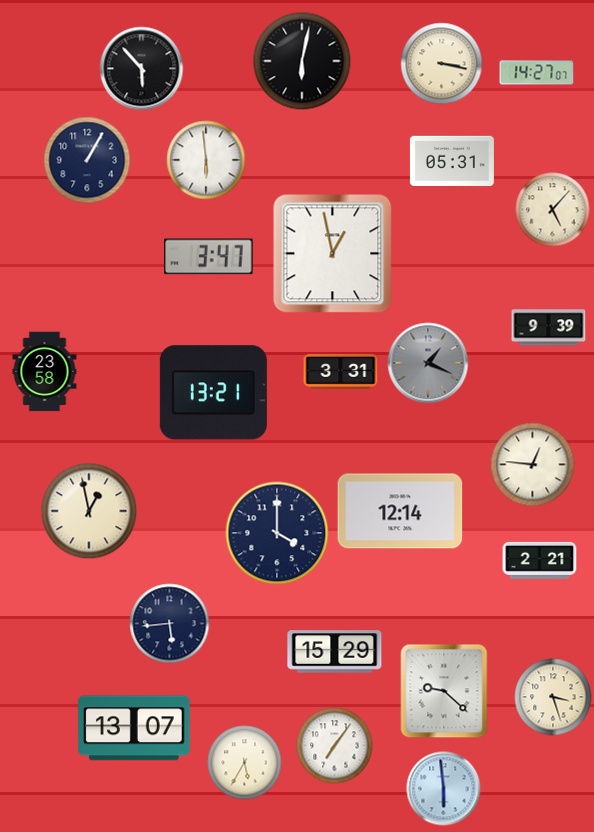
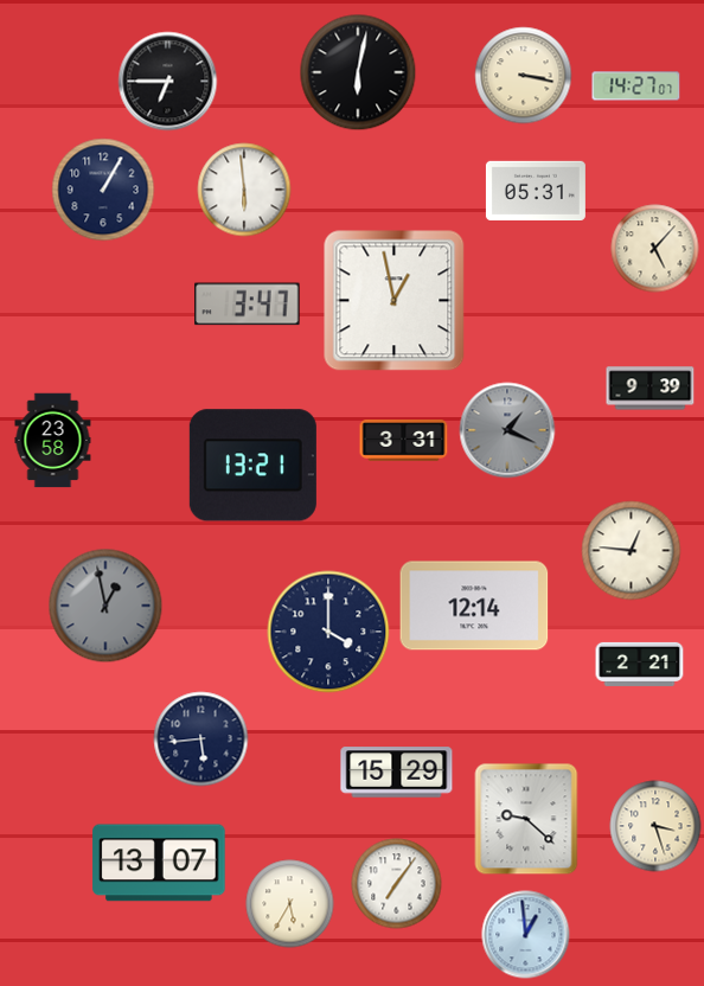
clock at (142, 69): 5:53 -> 6:45
clock at (89, 511) dial: cream -> grey
clock at (444, 789): 5:59 -> 12:59
